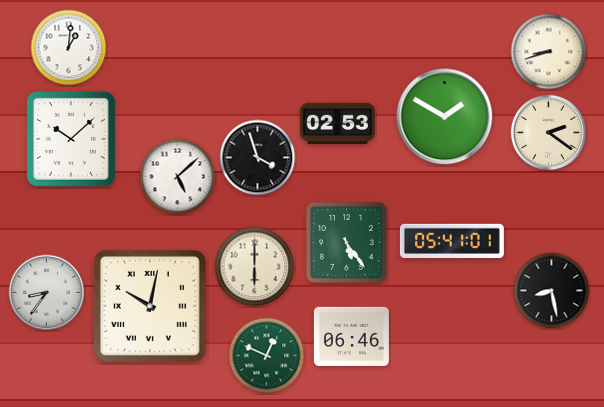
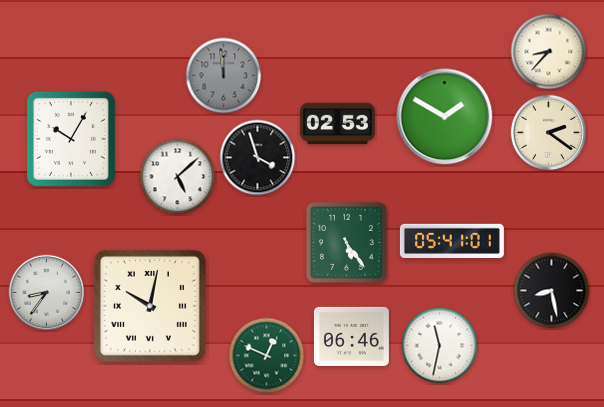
clock at (69, 48): 1:01 -> none
clock at (549, 52): 8:42 -> 8:37
clock at (224, 76): none -> 11:59
clock at (71, 139): 10:08 -> 10:05
clock at (255, 267): 6:00 -> none
clock at (440, 346): none -> 11:32
